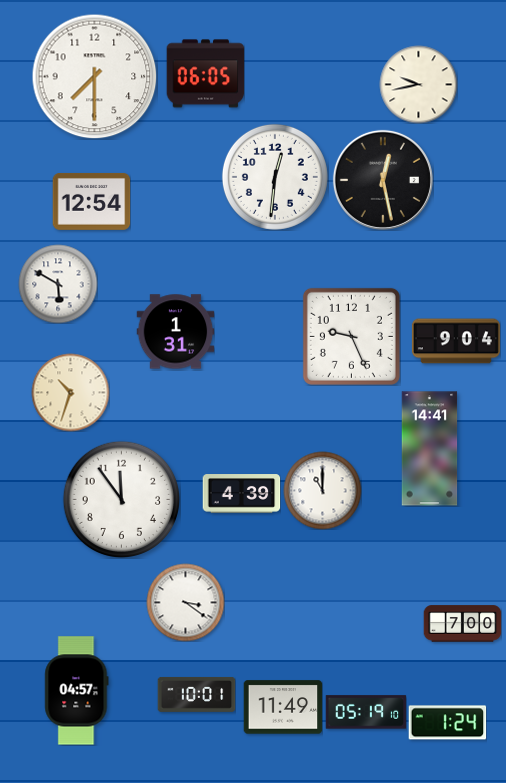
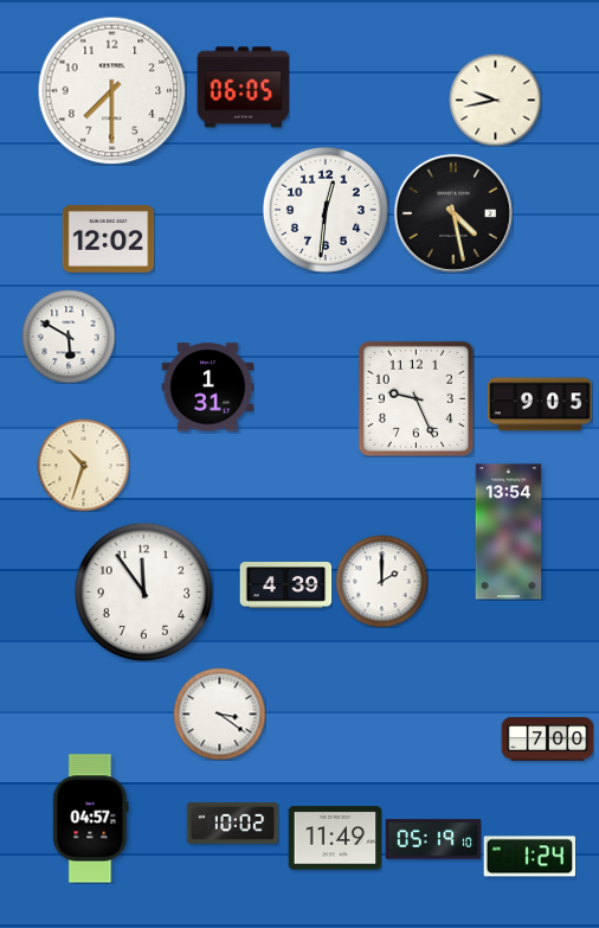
clock at (383, 180): 12:28 -> 4:28
clock at (91, 201): 12:54 -> 12:02
clock at (175, 332) position: (175, 332) -> (207, 388)
clock at (456, 341): 9:04 -> 9:05
clock at (430, 449): 14:41 -> 13:54
clock at (322, 490): 11:00 -> 2:00
clock at (196, 694): 10:01 -> 10:02
clock at (366, 712) position: (366, 712) -> (433, 839)
